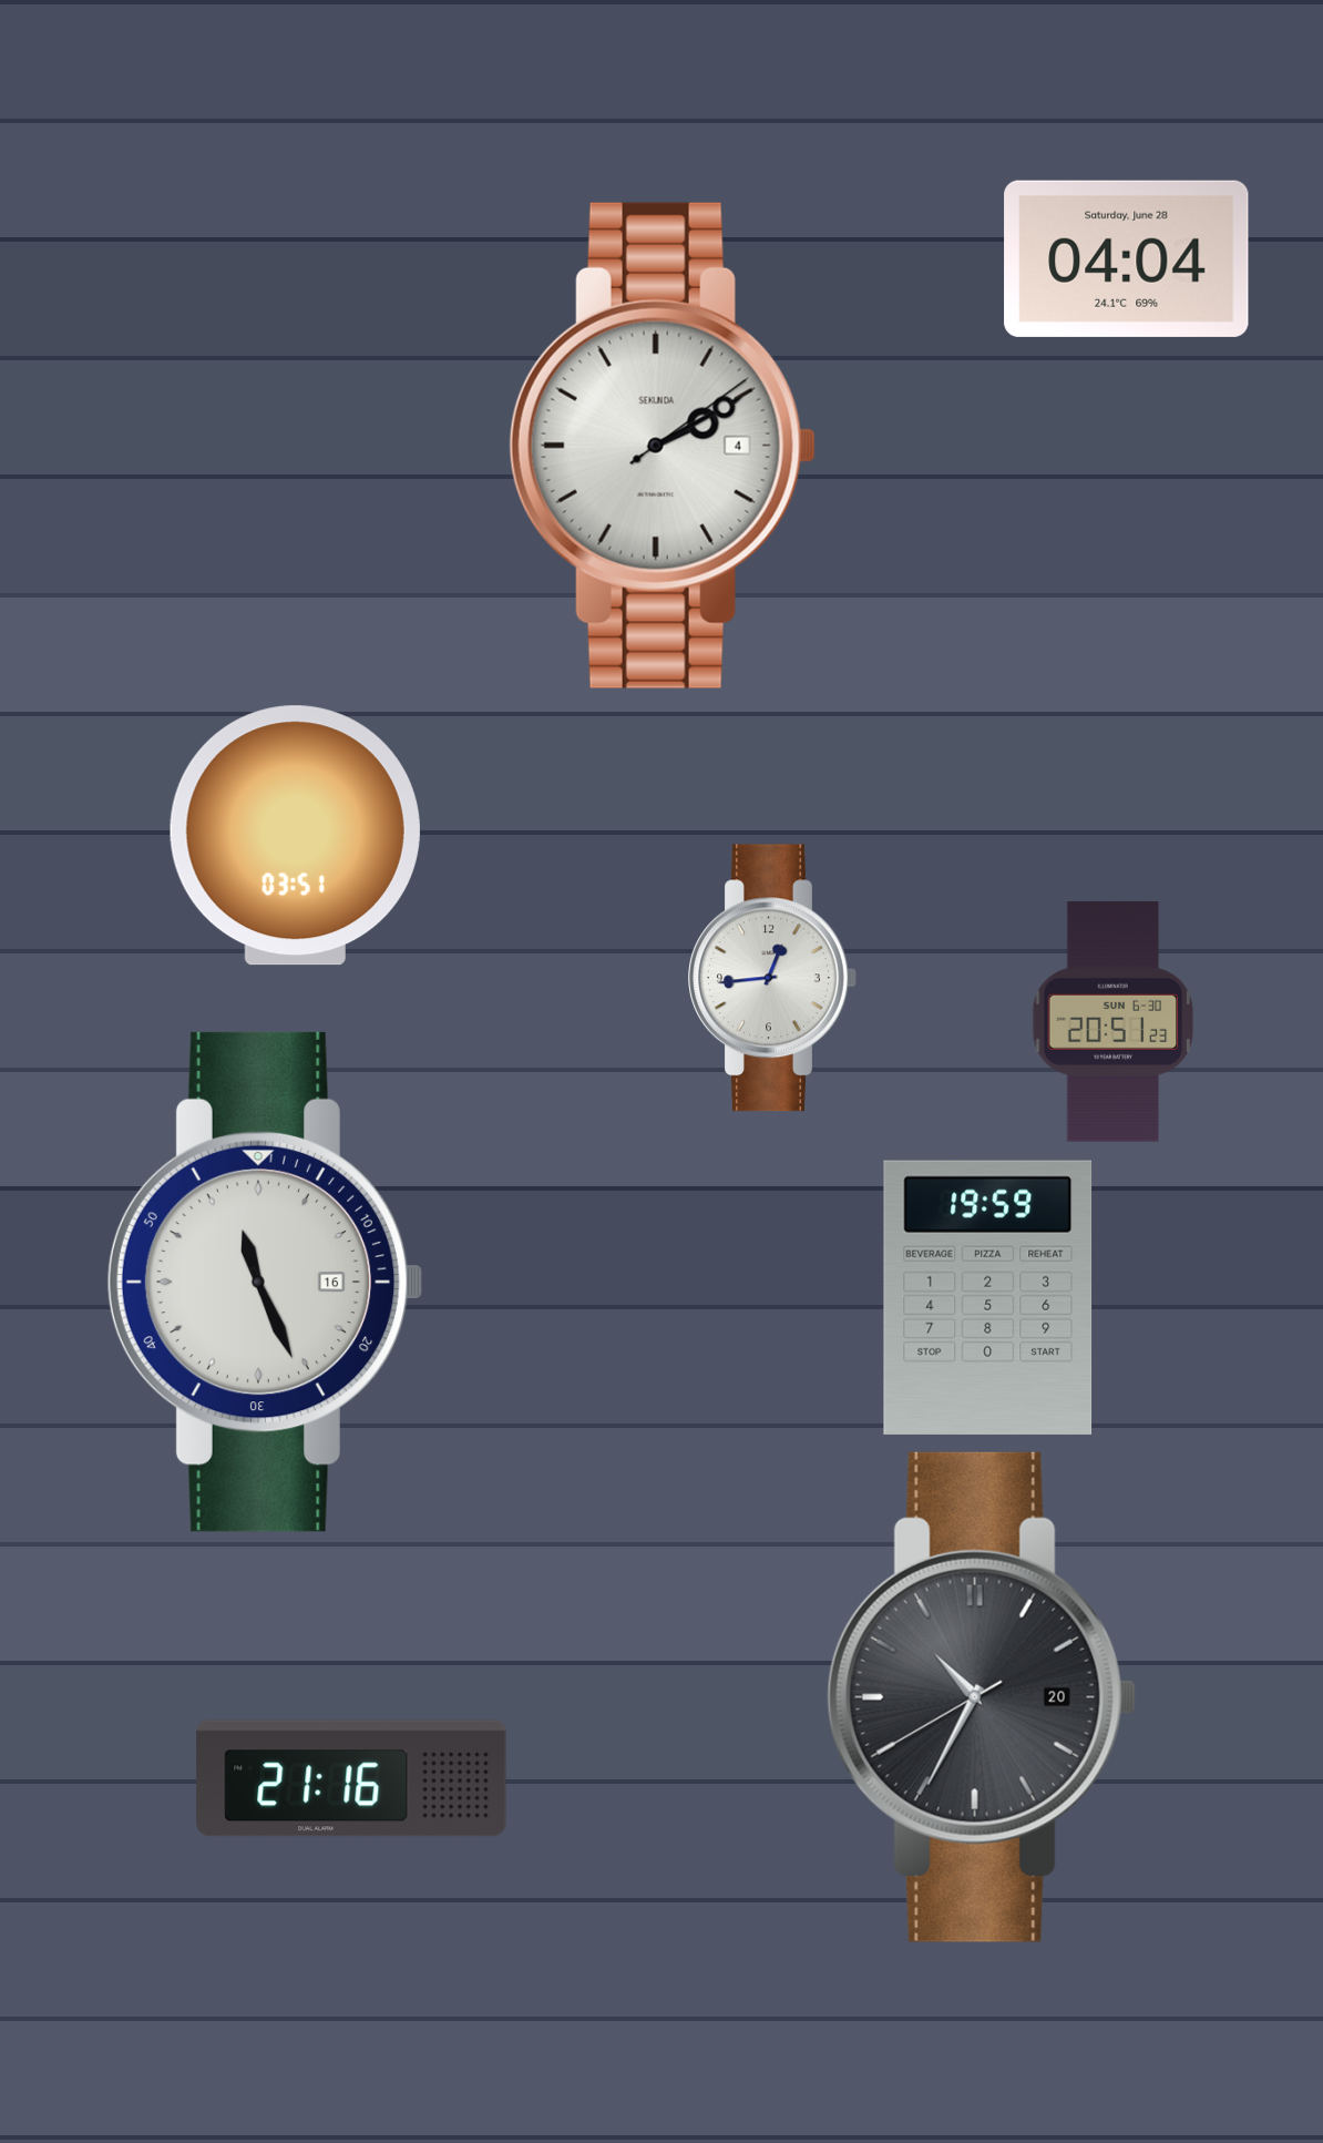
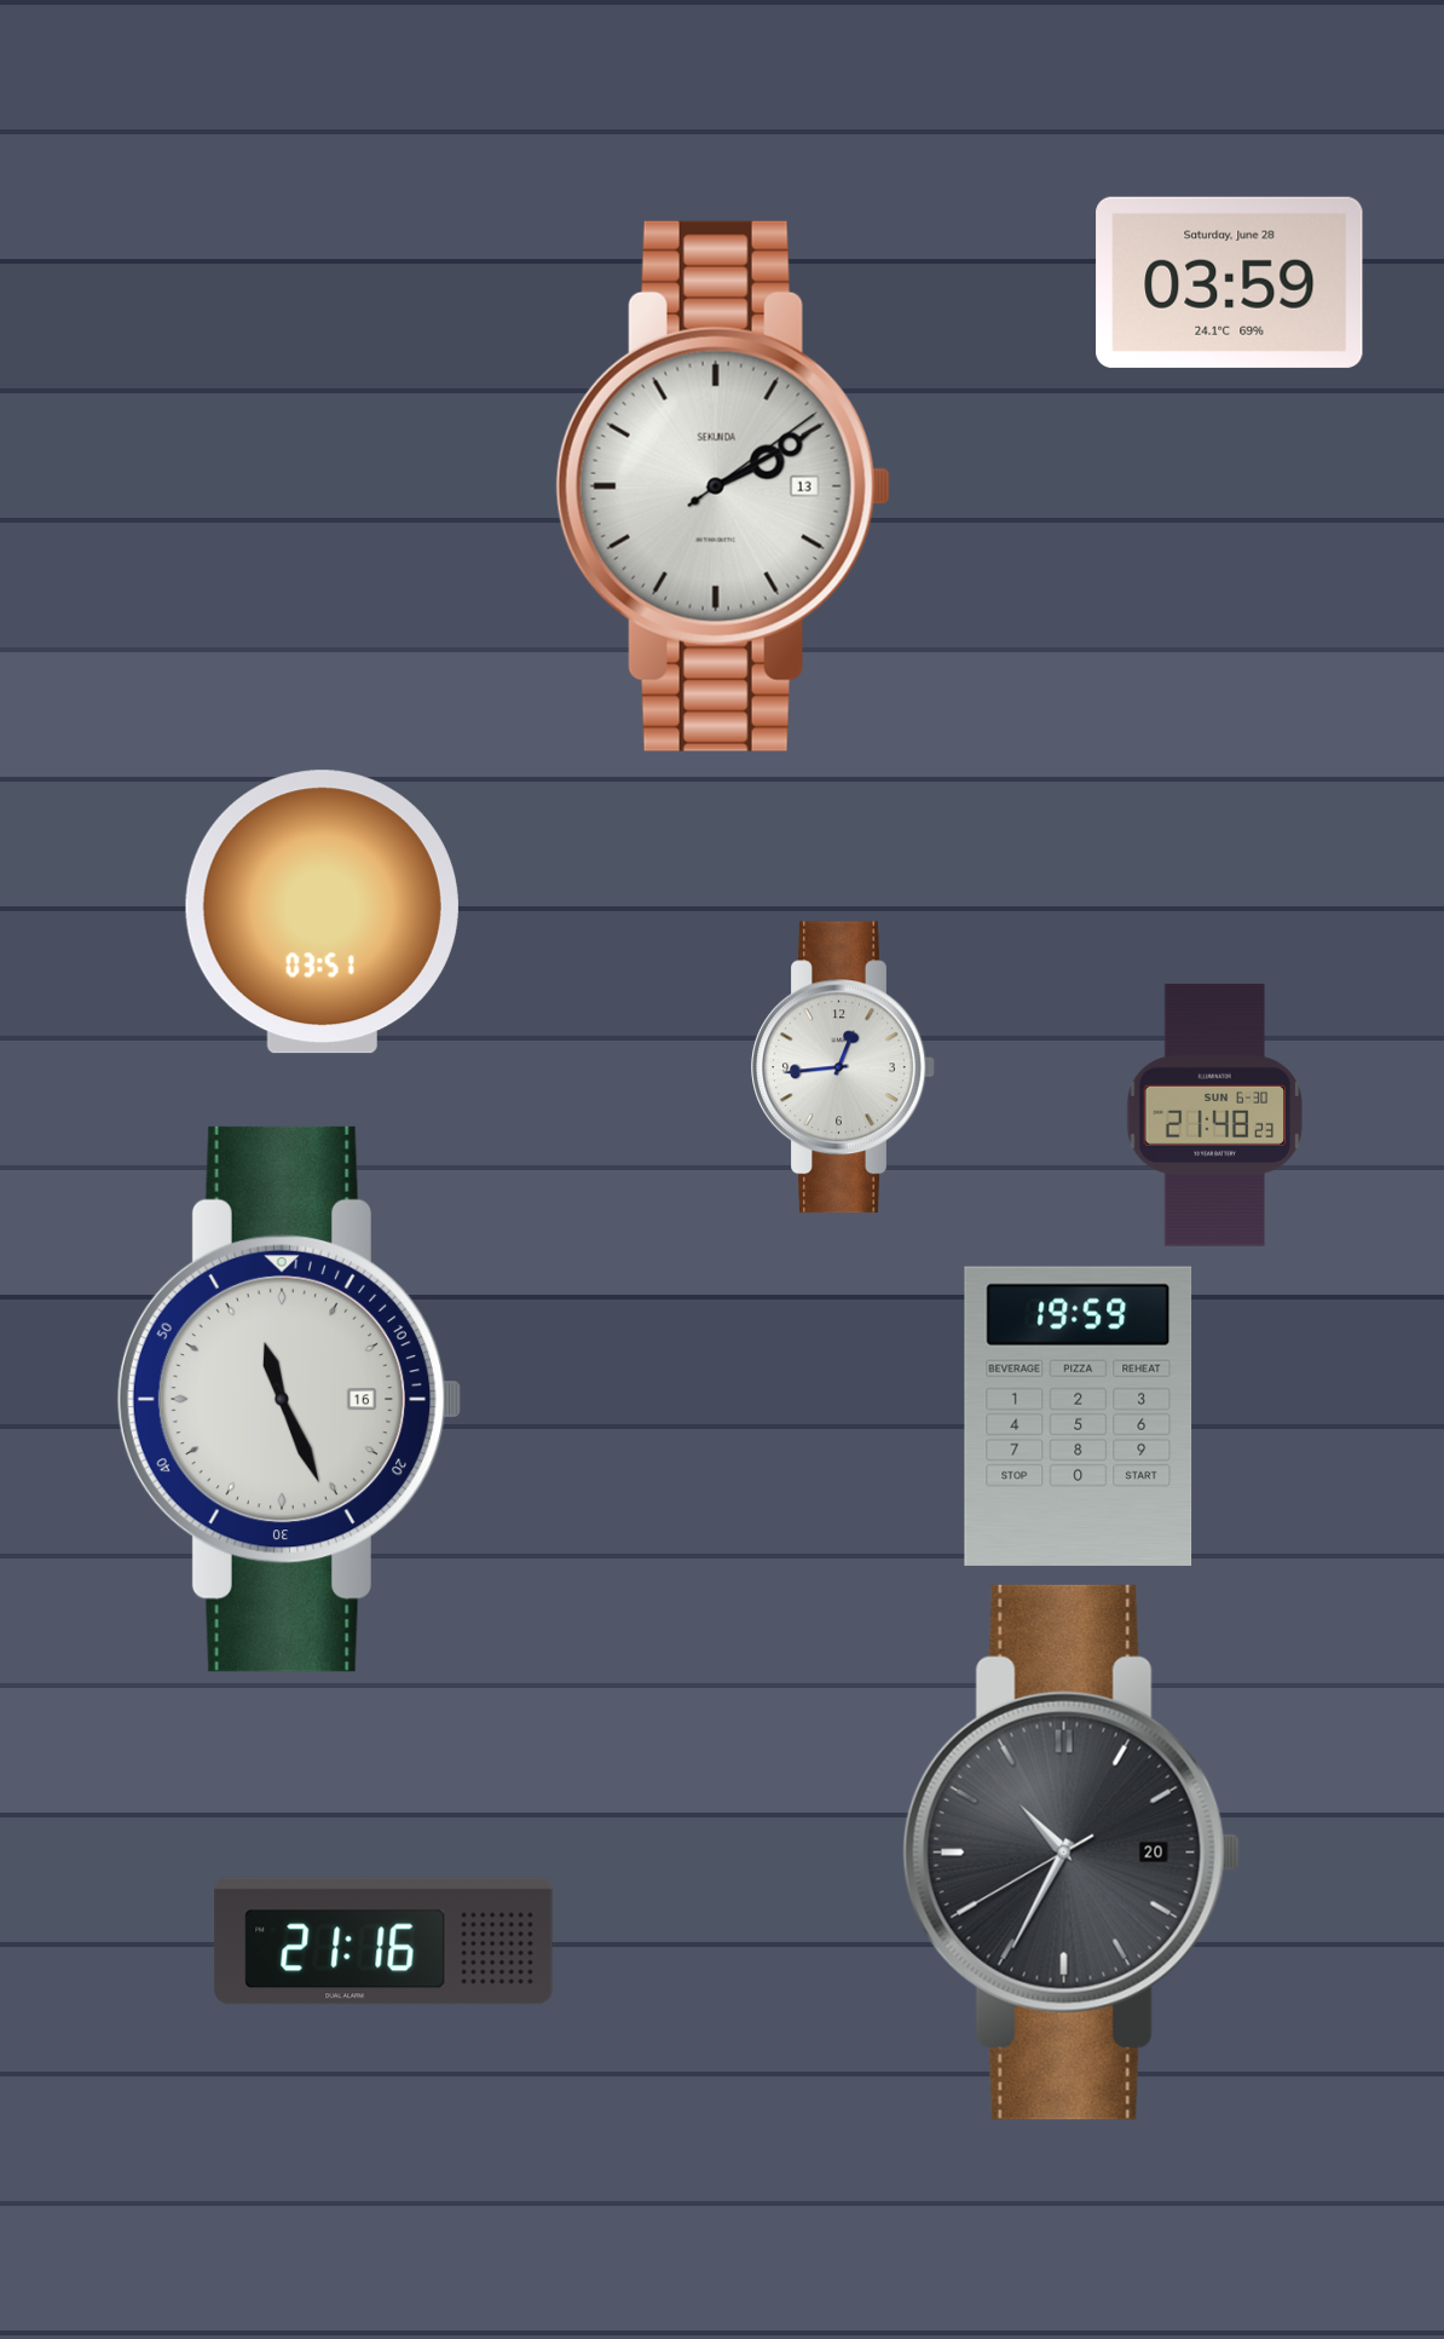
clock at (1127, 258): 04:04 -> 03:59
clock at (663, 446) date: 4 -> 13
clock at (1114, 1022): 20:51 -> 21:48
